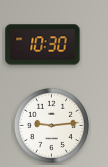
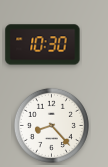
clock at (51, 125): 9:14 -> 8:23
